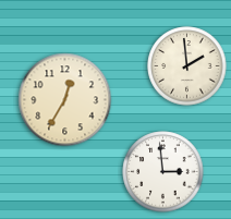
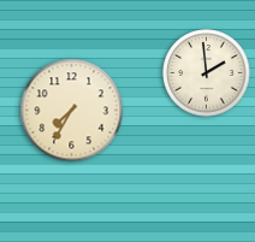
clock at (65, 100): 12:35 -> 7:35
clock at (163, 172): 2:59 -> none
